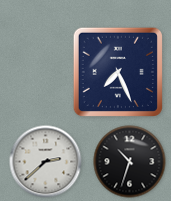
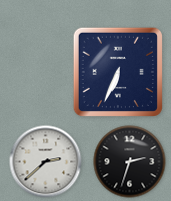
clock at (118, 72): 7:26 -> 6:34
clock at (130, 162): 10:33 -> 2:33
